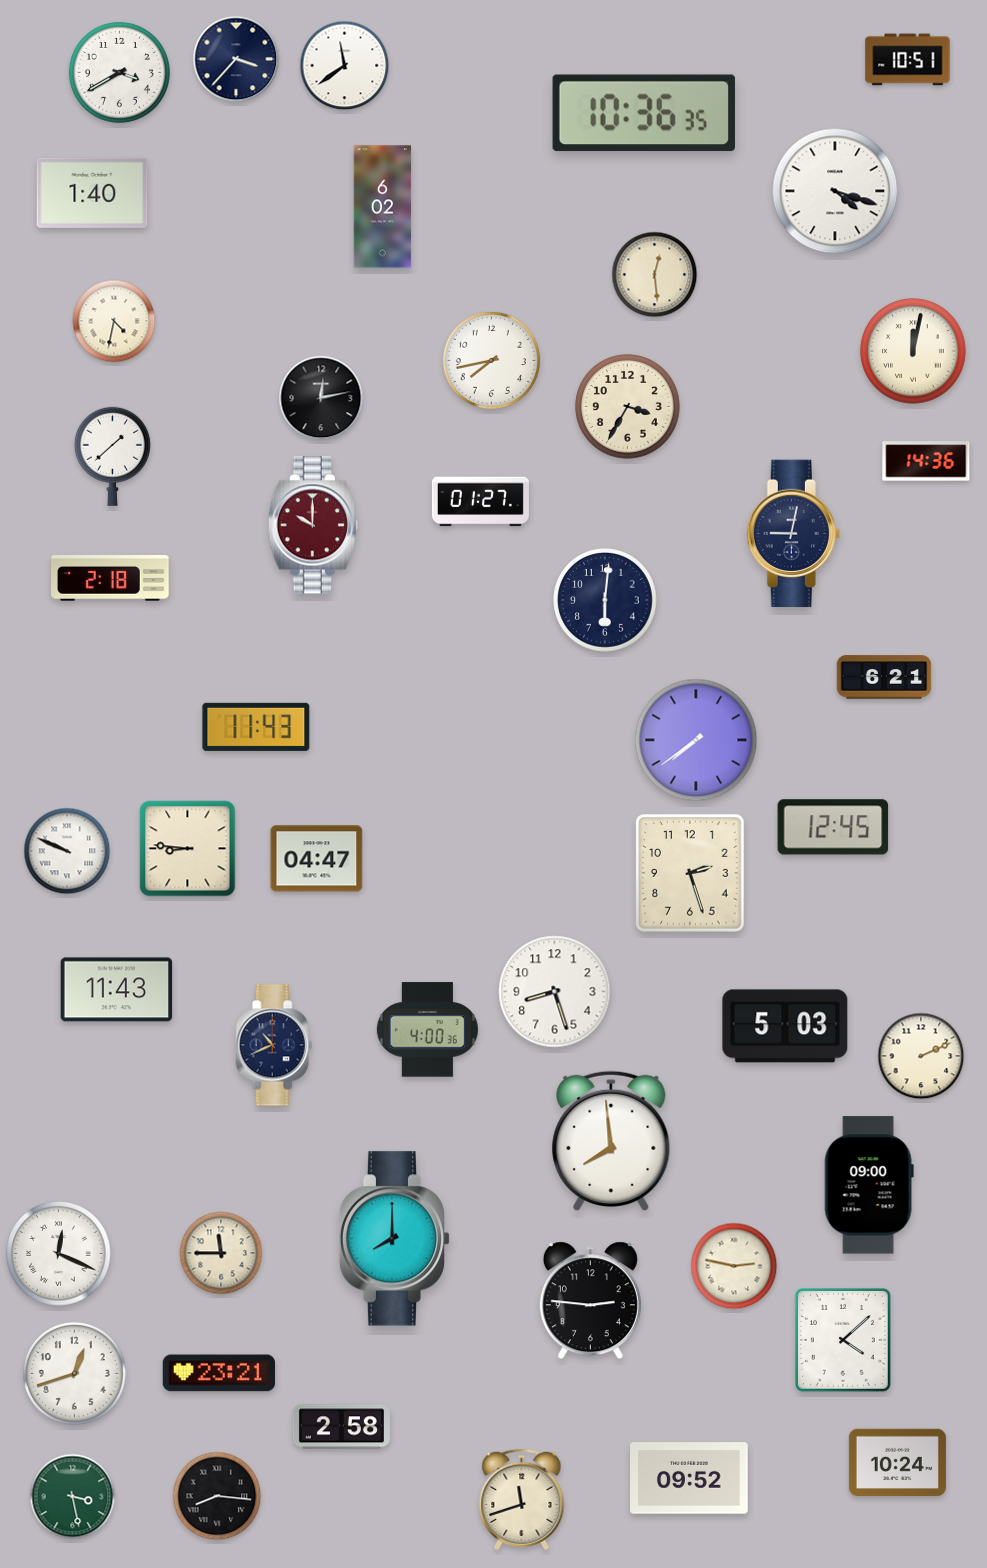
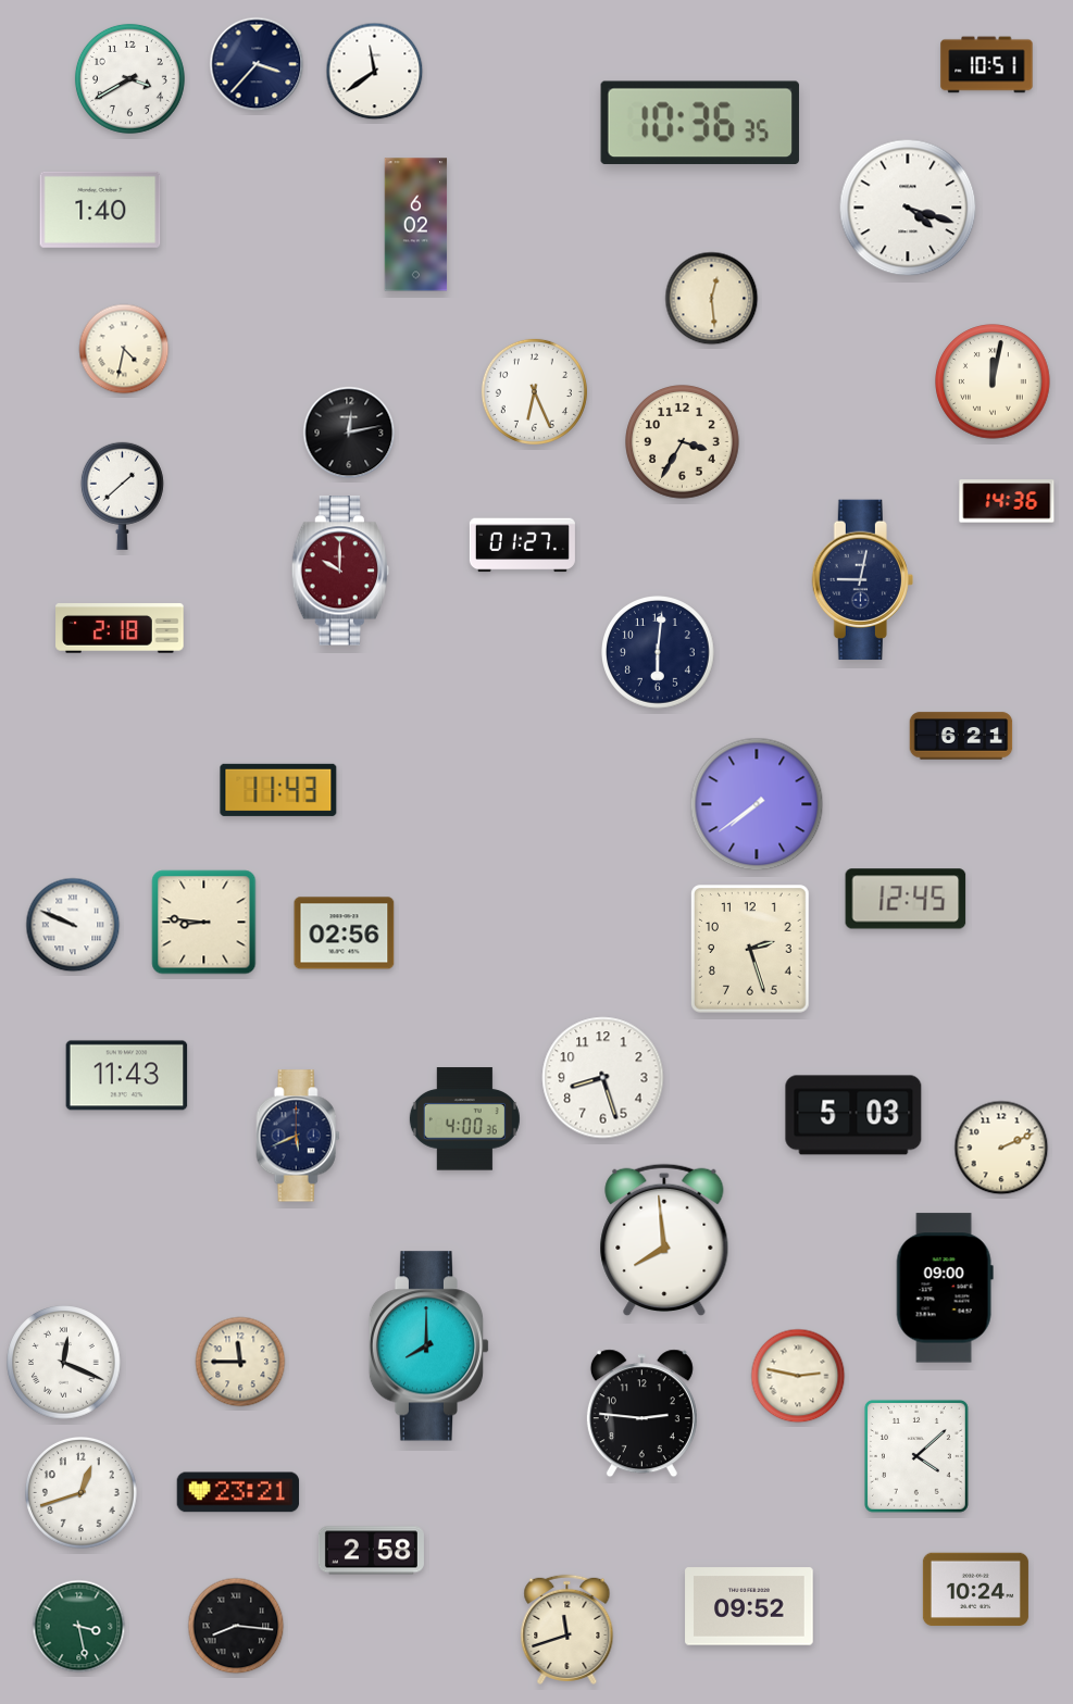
clock at (491, 360): 7:43 -> 6:26
clock at (317, 859): 04:47 -> 02:56
clock at (274, 1045): 10:41 -> 5:41
